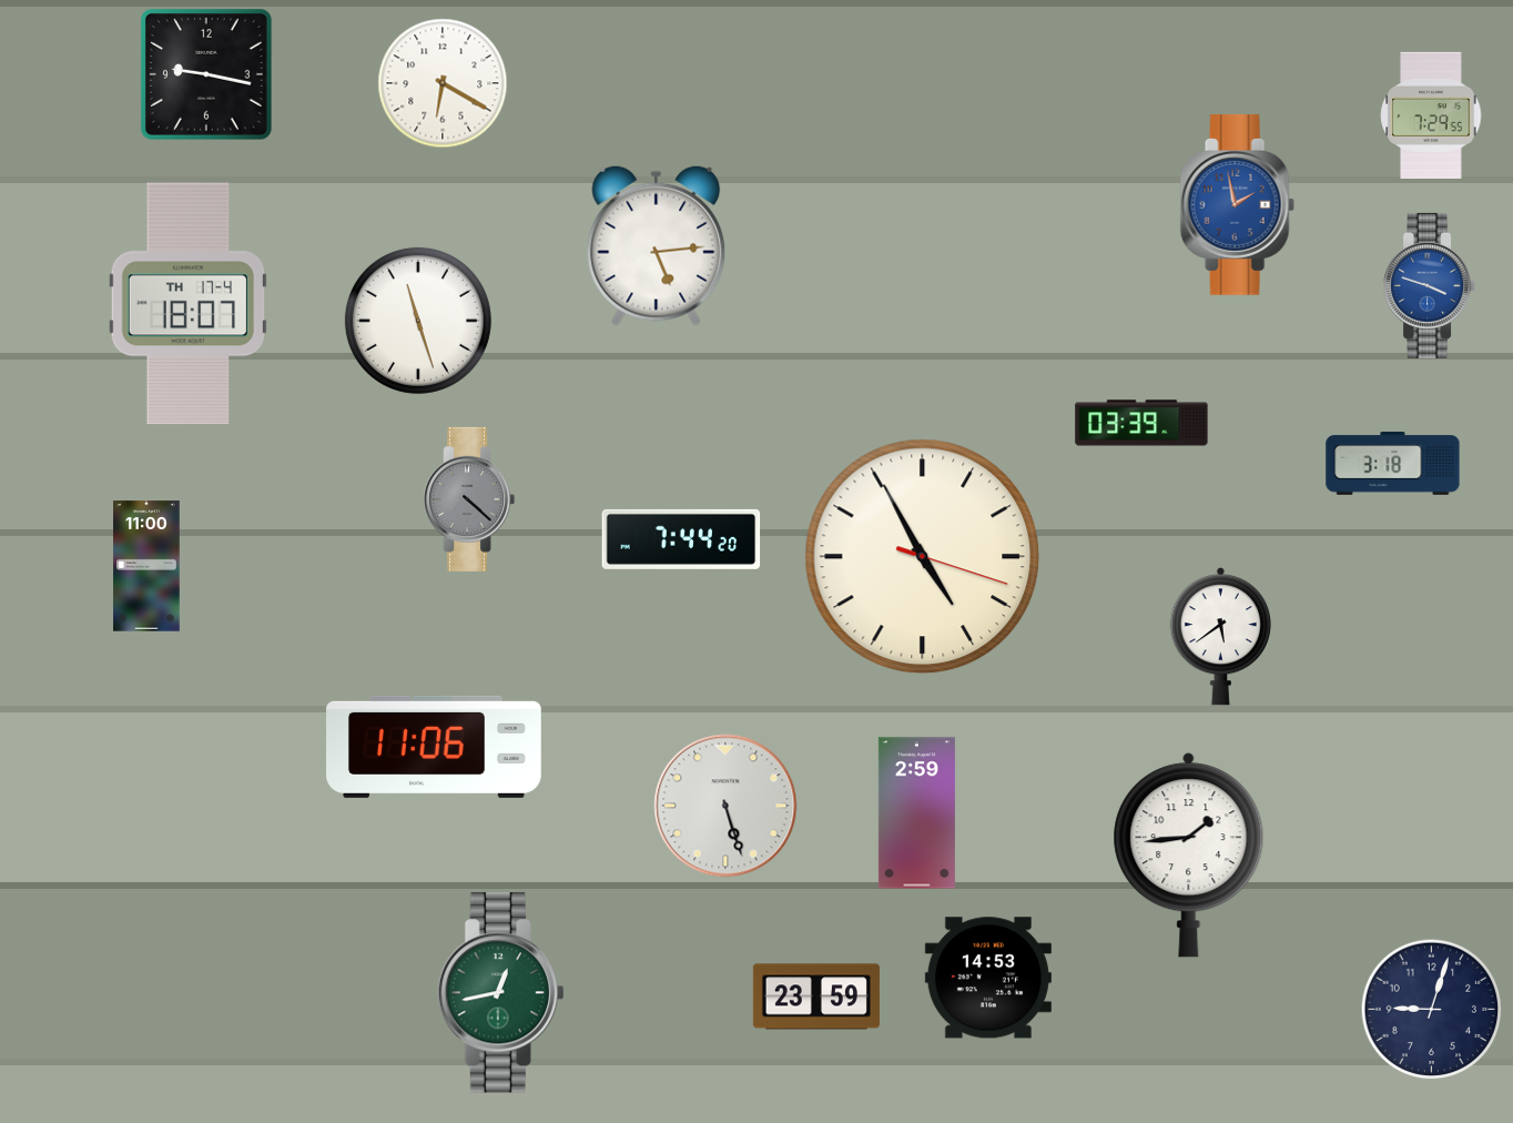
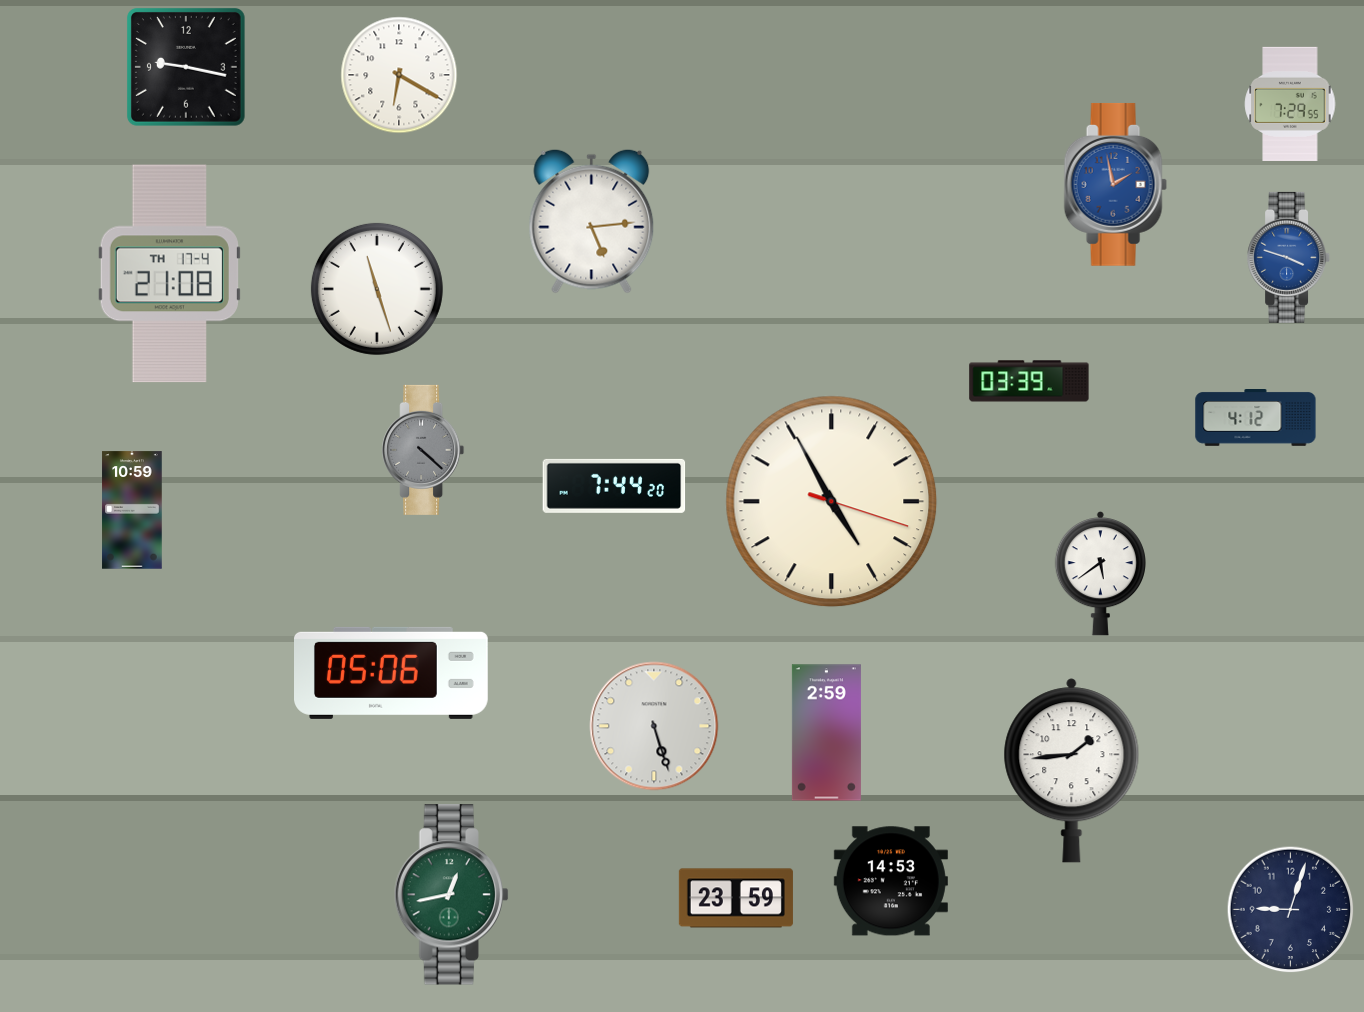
clock at (187, 304): 18:07 -> 21:08
clock at (1393, 464): 3:18 -> 4:12
clock at (146, 566): 11:00 -> 10:59
clock at (435, 747): 11:06 -> 05:06
